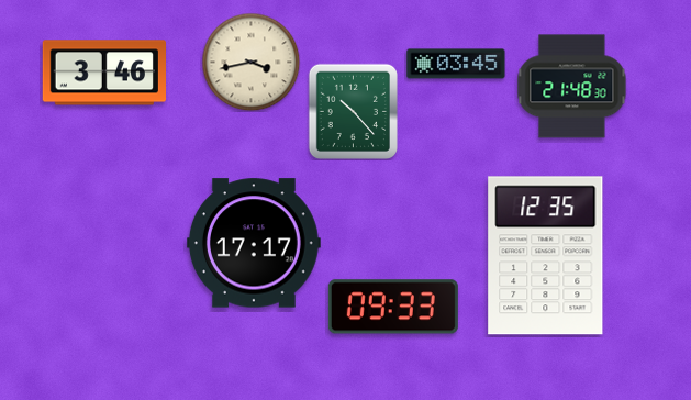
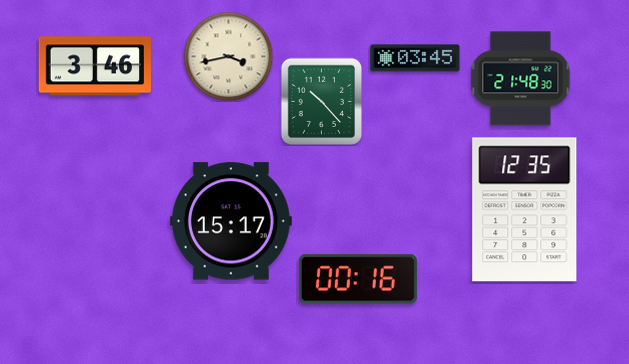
clock at (254, 243): 17:17 -> 15:17
clock at (546, 256) position: (546, 256) -> (525, 210)
clock at (393, 307): 09:33 -> 00:16
